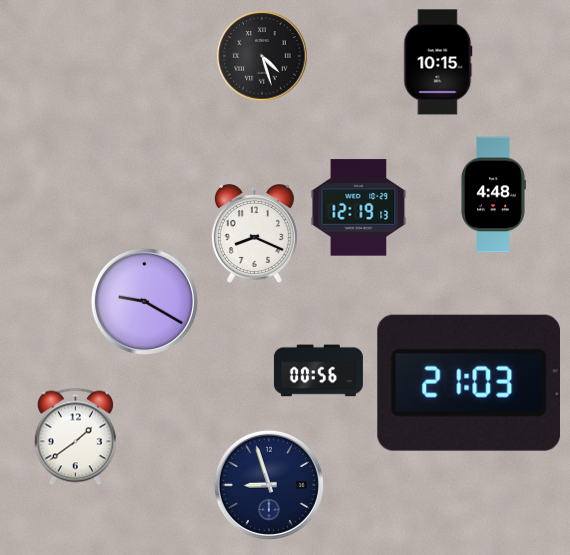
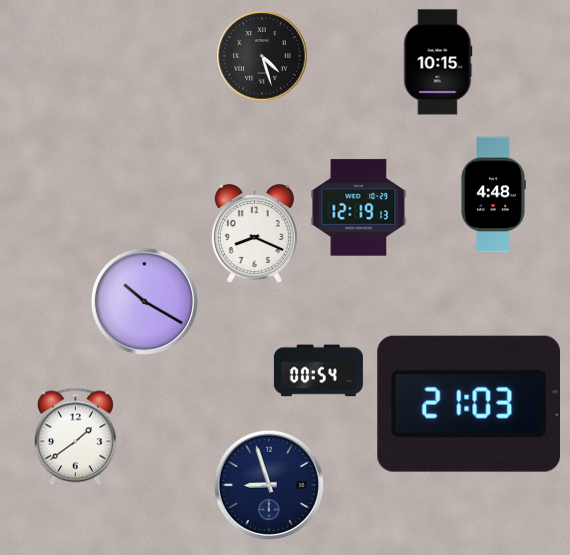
clock at (144, 301): 9:20 -> 10:20
clock at (318, 371): 00:56 -> 00:54
clock at (468, 383) position: (468, 383) -> (468, 404)
